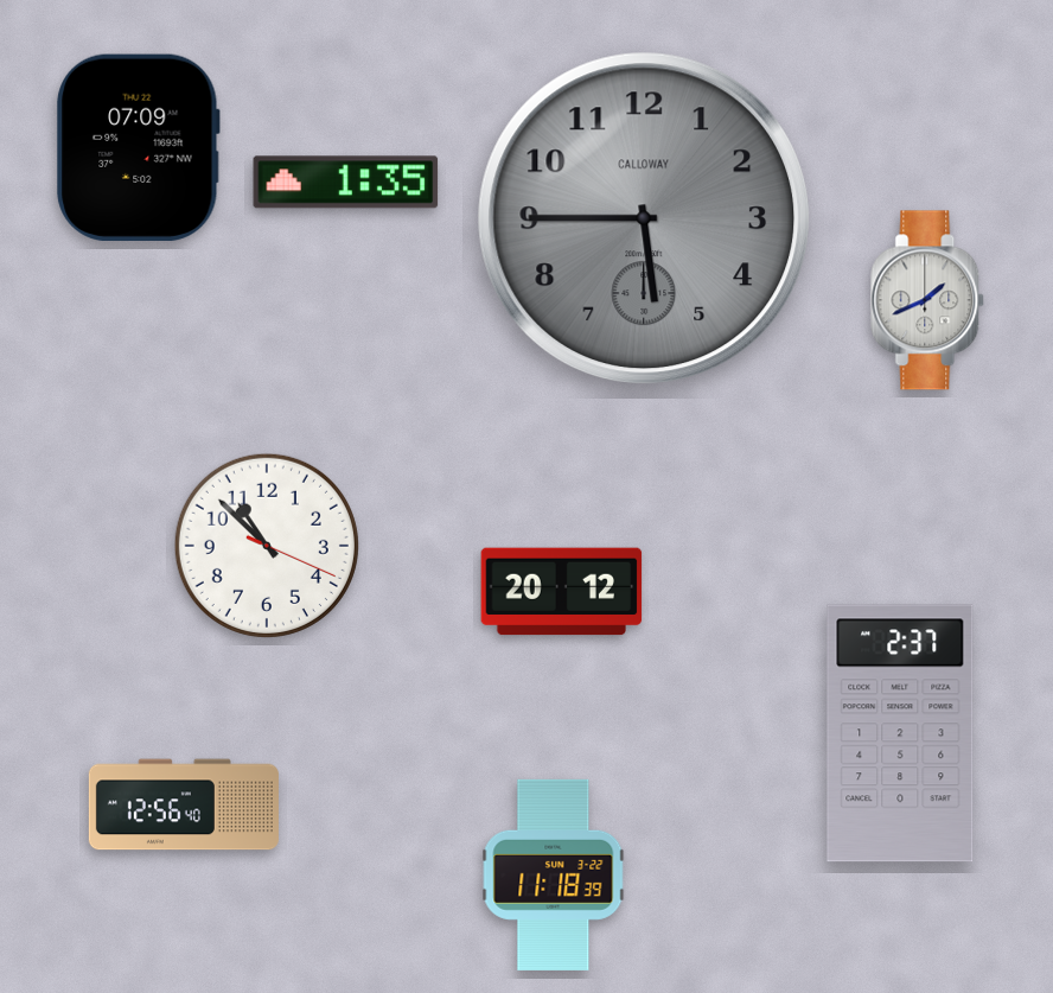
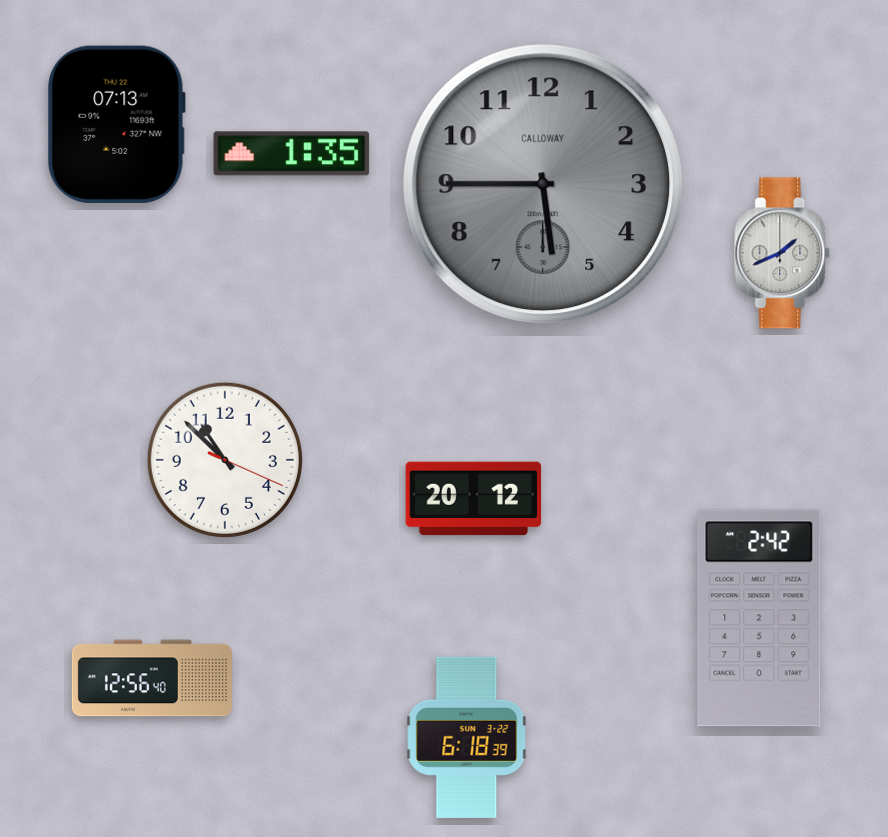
clock at (139, 147): 07:09 -> 07:13
clock at (900, 733): 2:37 -> 2:42
clock at (184, 804) position: (184, 804) -> (152, 678)
clock at (554, 874): 11:18 -> 6:18
